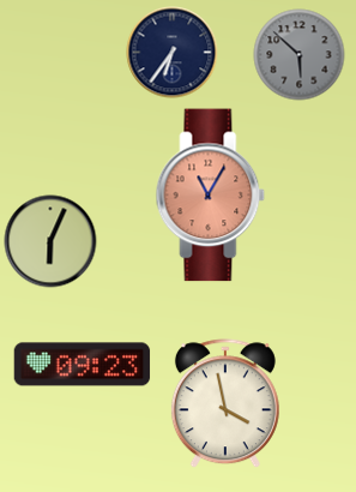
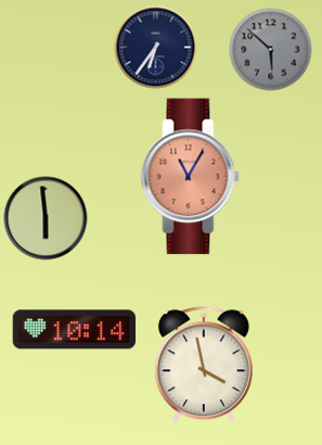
clock at (50, 241): 6:04 -> 5:59
clock at (83, 365): 09:23 -> 10:14
